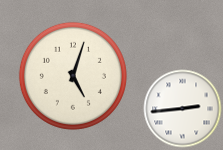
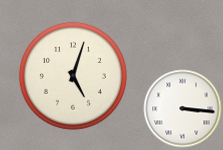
clock at (182, 108): 2:44 -> 3:16
